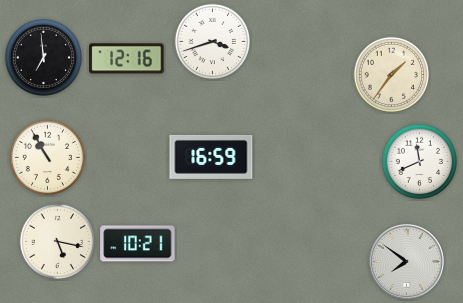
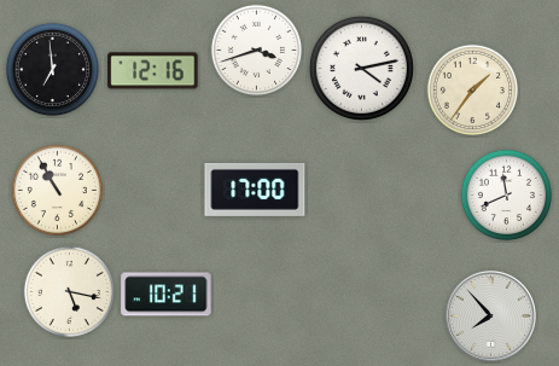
clock at (361, 68): none -> 4:13
clock at (211, 157): 16:59 -> 17:00
clock at (407, 262): 7:51 -> 7:53
